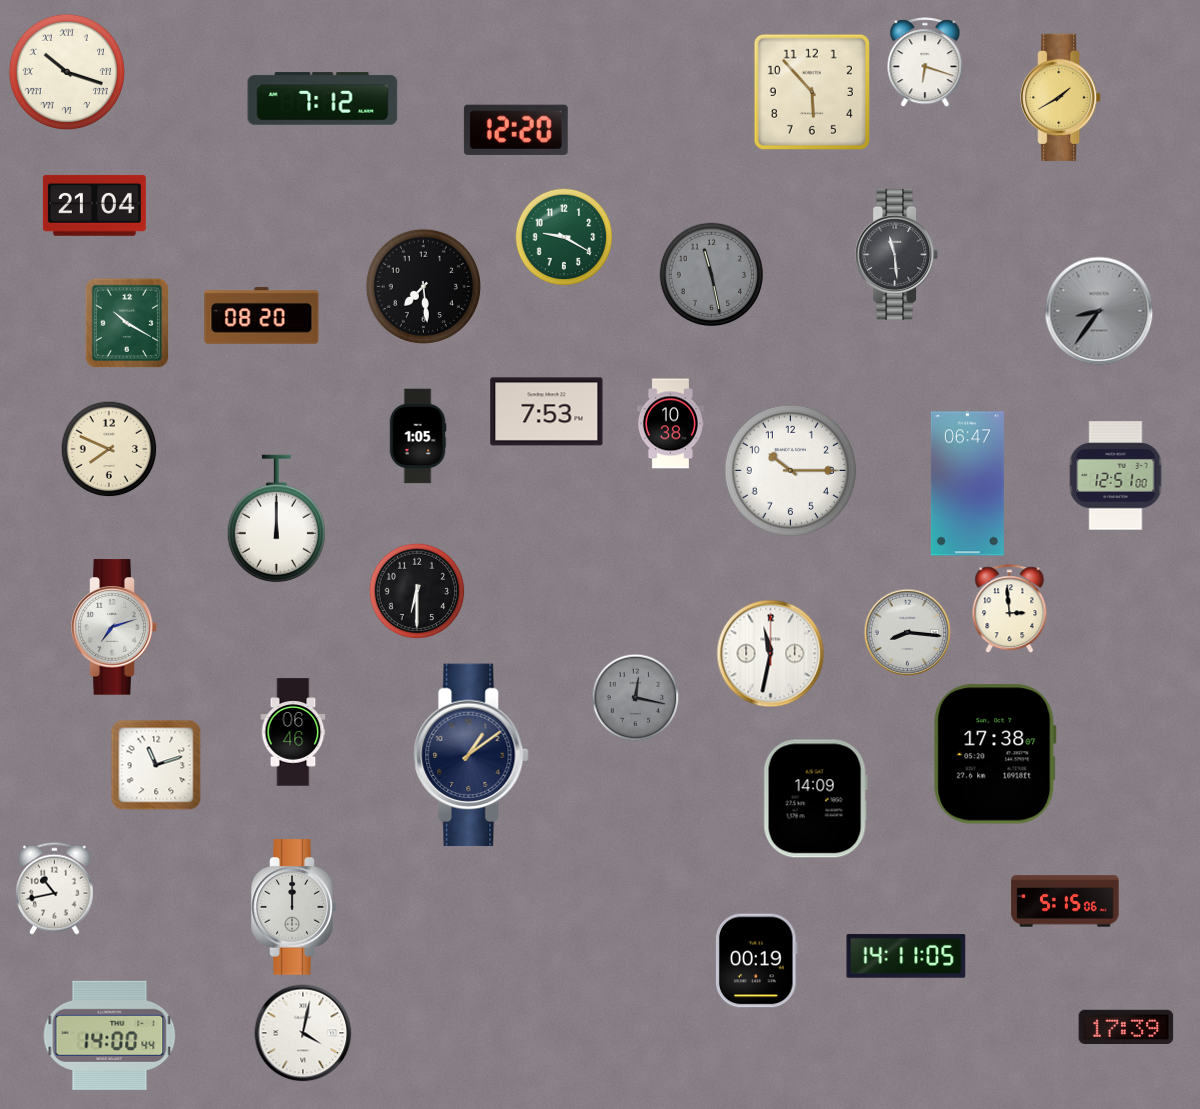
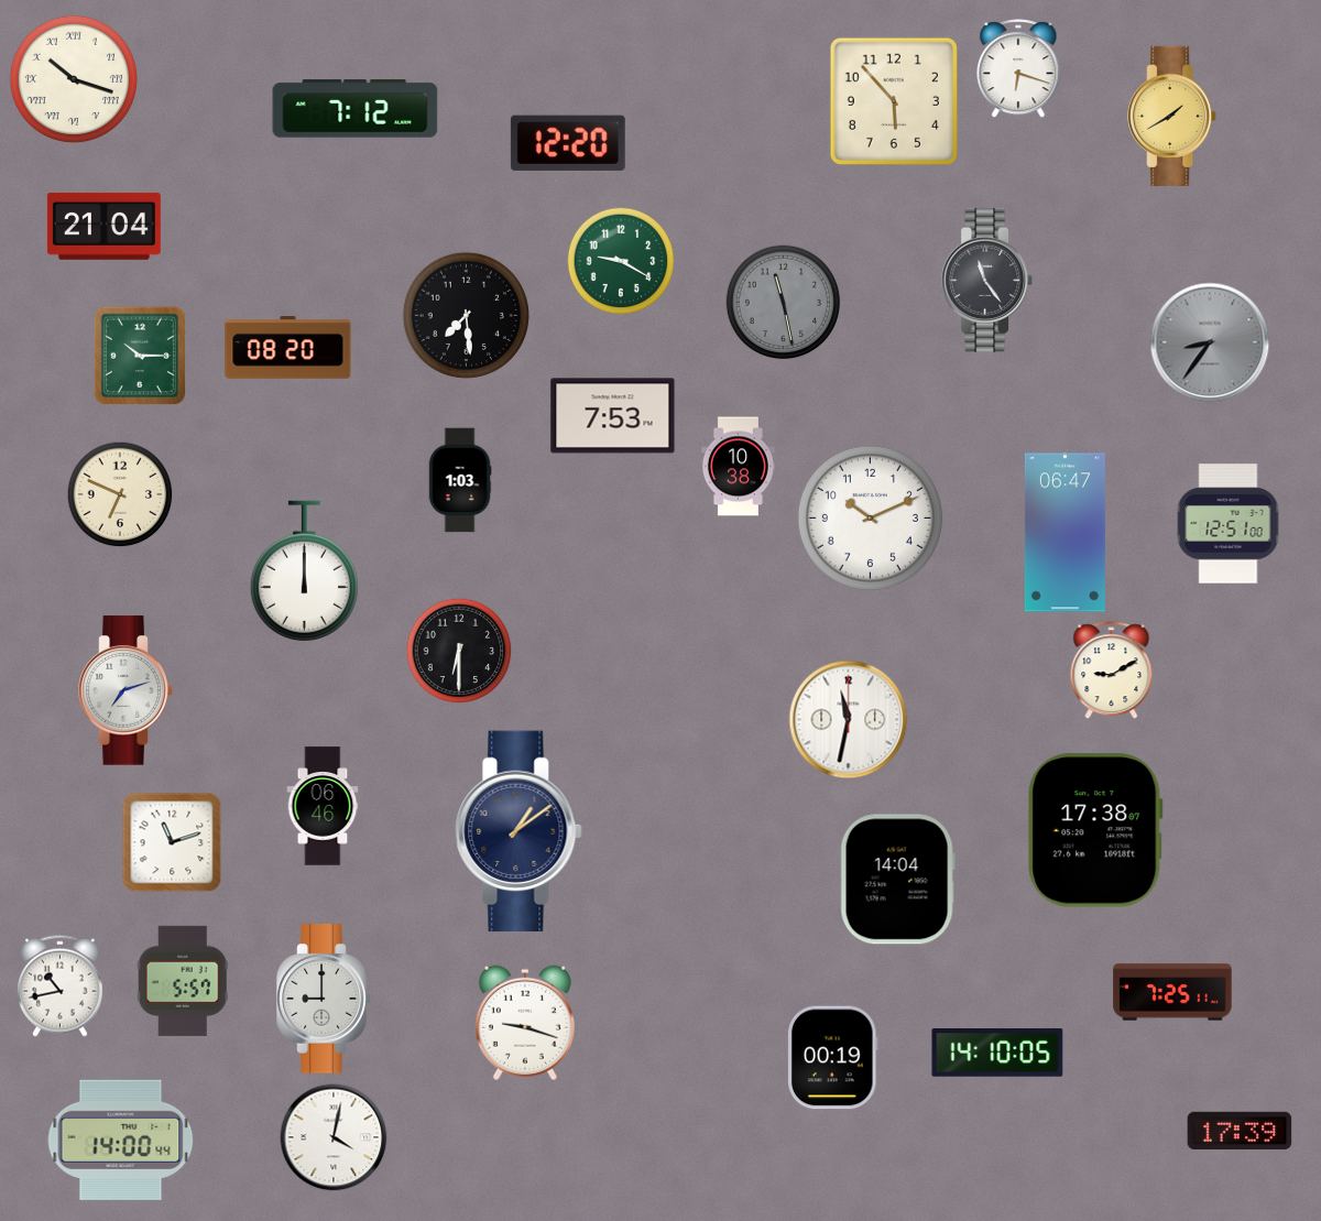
clock at (1061, 97) position: (1061, 97) -> (1172, 116)
clock at (897, 254): 11:29 -> 11:24
clock at (127, 323): 10:20 -> 10:15
clock at (547, 412) position: (547, 412) -> (613, 416)
clock at (418, 436): 1:05 -> 1:03
clock at (109, 449): 7:49 -> 6:49
clock at (790, 470): 10:15 -> 10:11
clock at (1010, 609): 2:59 -> 9:10
clock at (908, 633): 8:16 -> none
clock at (636, 698): 12:17 -> none
clock at (815, 799): 14:09 -> 14:04
clock at (54, 888) position: (54, 888) -> (59, 985)
clock at (183, 981): none -> 5:57
clock at (1065, 901): 5:15 -> 7:25
clock at (294, 907): 12:00 -> 9:00
clock at (525, 1023): none -> 9:18
clock at (906, 956): 14:11 -> 14:10
